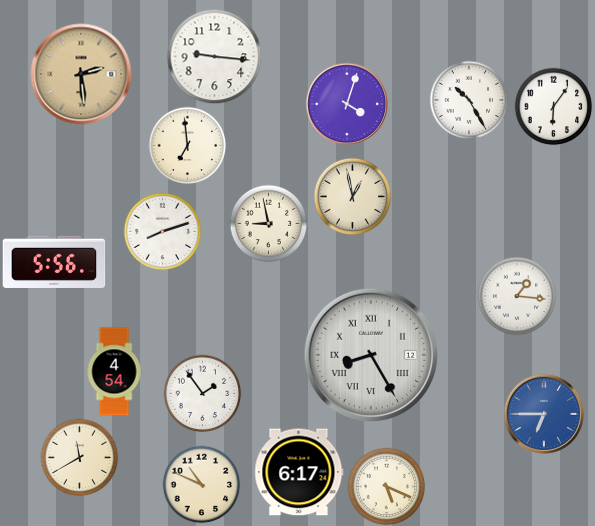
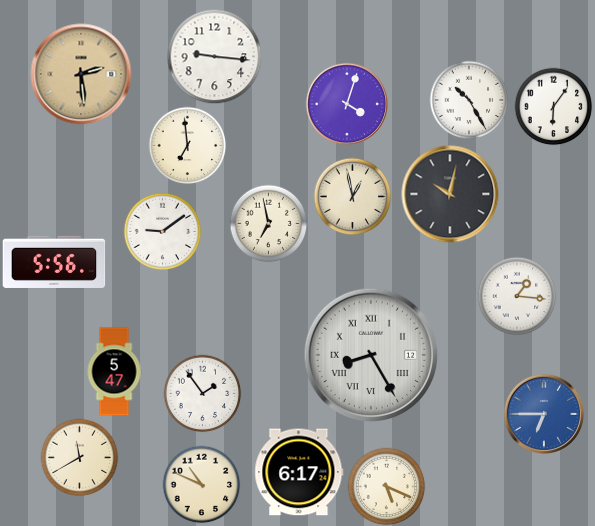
clock at (450, 194): none -> 10:02
clock at (268, 223): 8:58 -> 6:58
clock at (162, 231): 8:12 -> 9:09
clock at (114, 372): 4:54 -> 5:47
